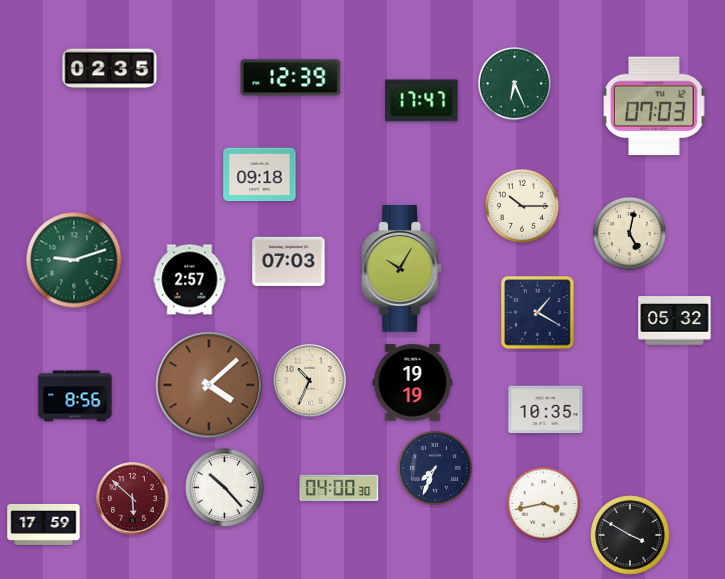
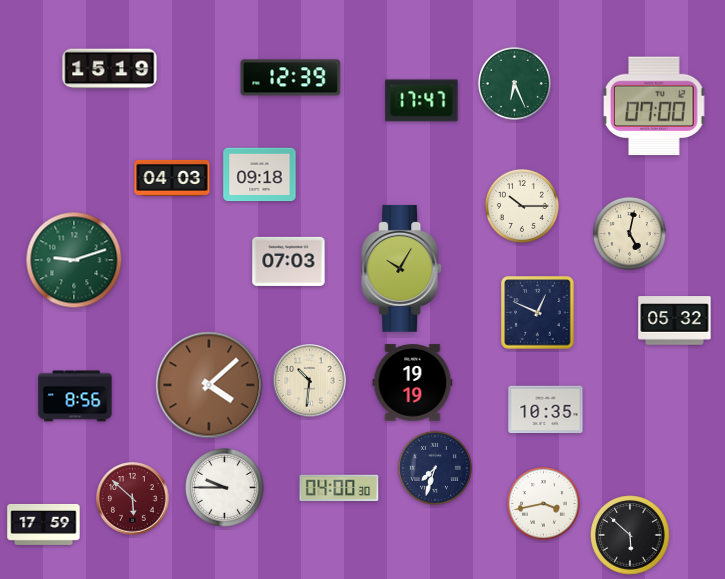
clock at (110, 69): 02:35 -> 15:19
clock at (654, 106): 07:03 -> 07:00
clock at (172, 178): none -> 04:03
clock at (190, 280): 2:57 -> none
clock at (538, 313): 1:20 -> 12:49
clock at (310, 381): 10:34 -> 10:31
clock at (435, 468): 7:34 -> 7:33
clock at (225, 488): 10:23 -> 9:45
clock at (630, 535): 3:50 -> 5:52
